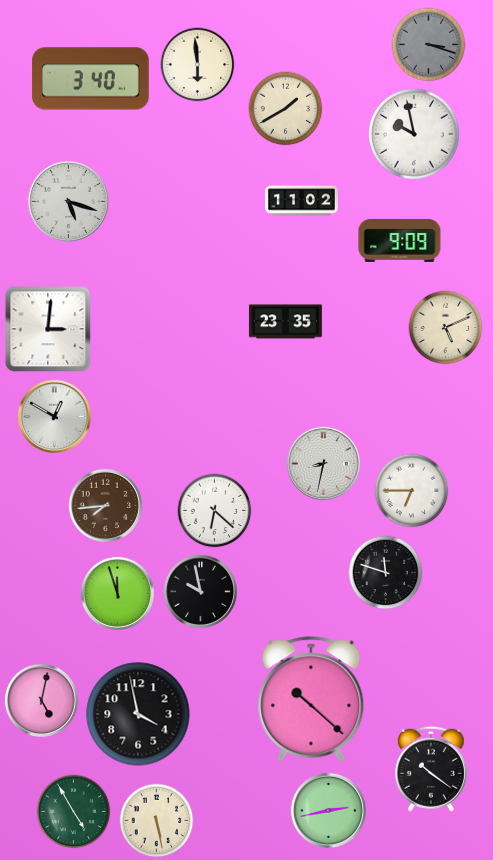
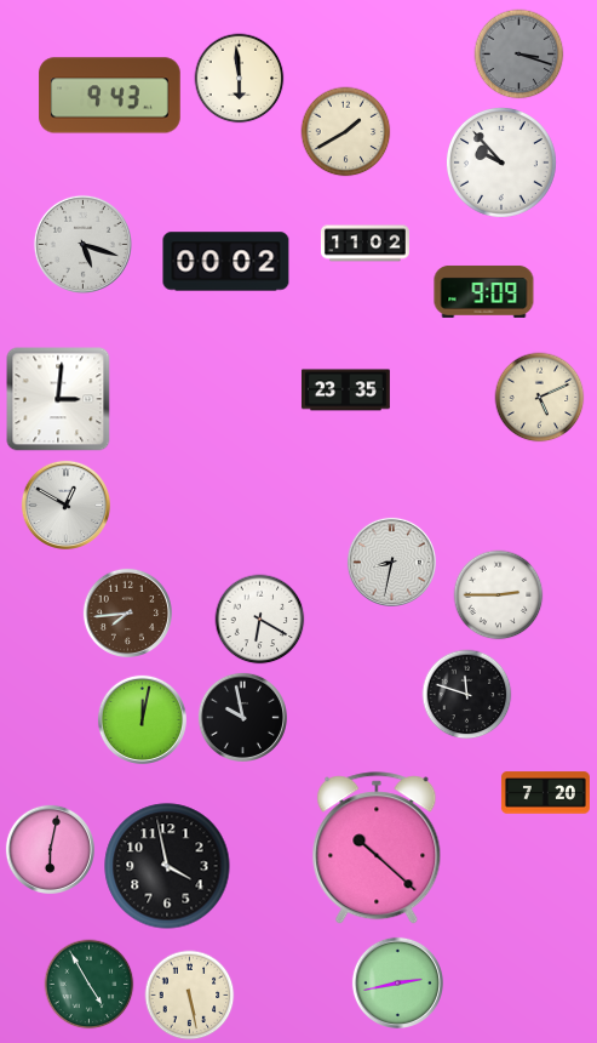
clock at (91, 79): 3:40 -> 9:43
clock at (414, 134): 9:58 -> 9:53
clock at (226, 262): none -> 00:02
clock at (412, 491): 6:45 -> 2:45
clock at (215, 511): 6:22 -> 6:20
clock at (117, 593): 11:57 -> 12:02
clock at (545, 793): none -> 7:20
clock at (41, 700): 5:02 -> 6:02
clock at (431, 769): 10:21 -> none
